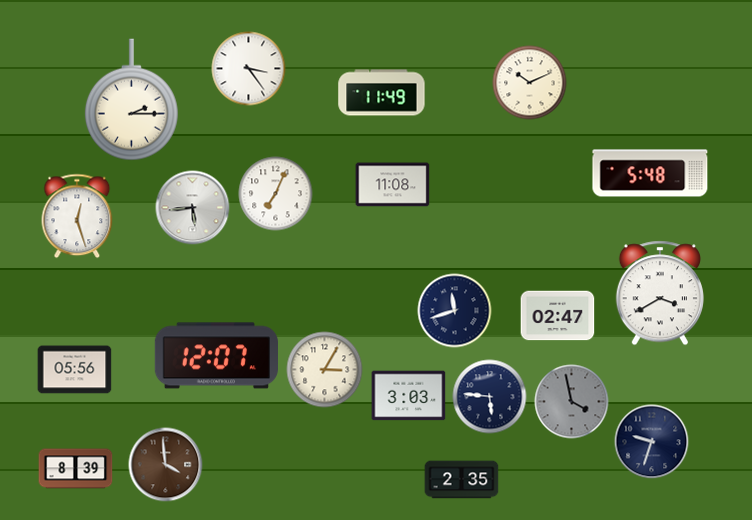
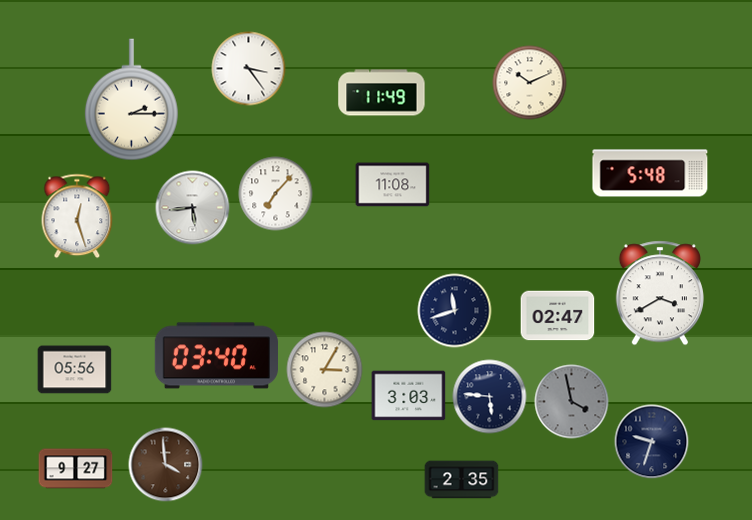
clock at (276, 194): 7:04 -> 7:07
clock at (216, 356): 12:07 -> 03:40
clock at (76, 469): 8:39 -> 9:27
